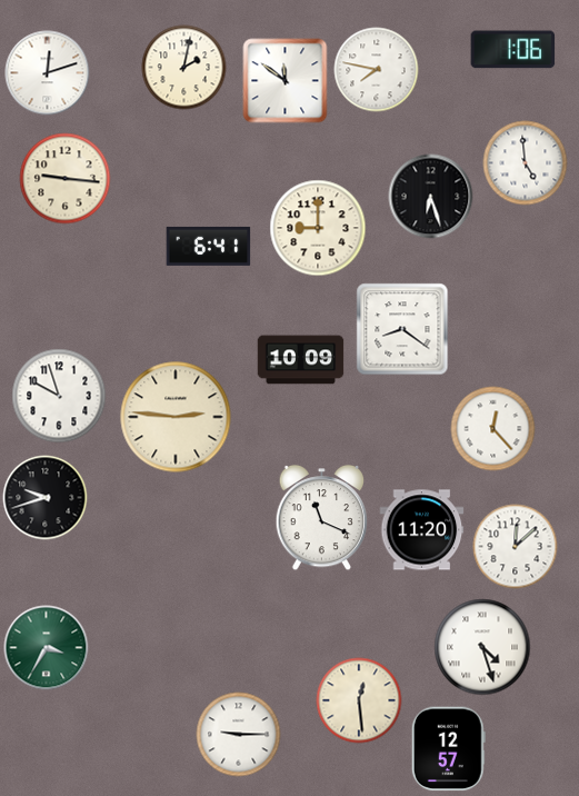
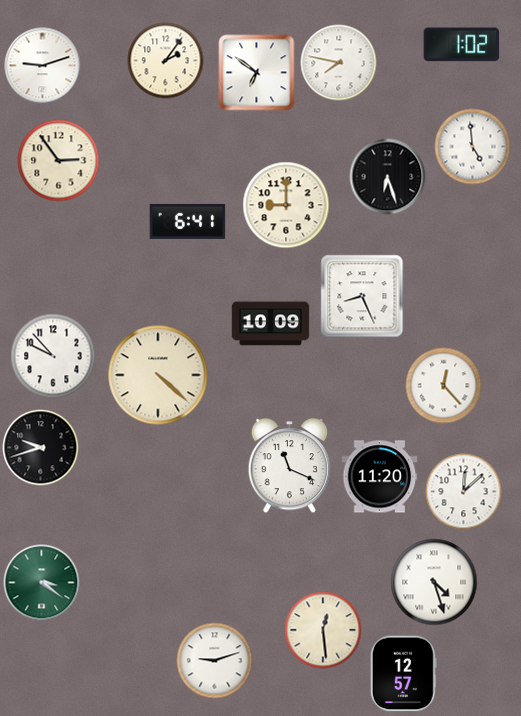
clock at (513, 50): 1:06 -> 1:02
clock at (184, 68): 2:02 -> 2:06
clock at (48, 73): 12:12 -> 9:12
clock at (286, 81): 11:51 -> 6:51
clock at (66, 179): 9:16 -> 2:54
clock at (402, 329): 8:21 -> 8:26
clock at (59, 396): 9:57 -> 9:53
clock at (176, 417): 2:46 -> 4:22
clock at (47, 648): 3:35 -> 3:21
clock at (239, 735): 9:15 -> 9:12
